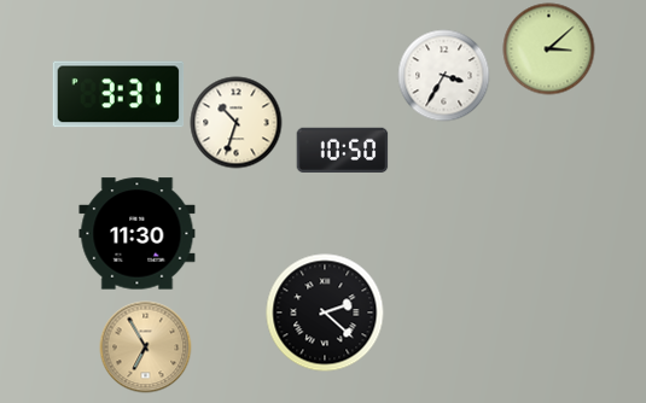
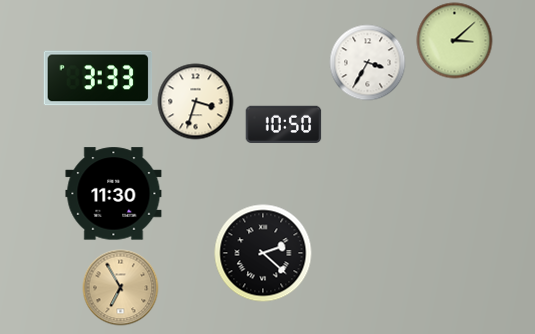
clock at (118, 94): 3:31 -> 3:33
clock at (237, 123): 10:33 -> 3:33
clock at (325, 313) position: (325, 313) -> (263, 253)
